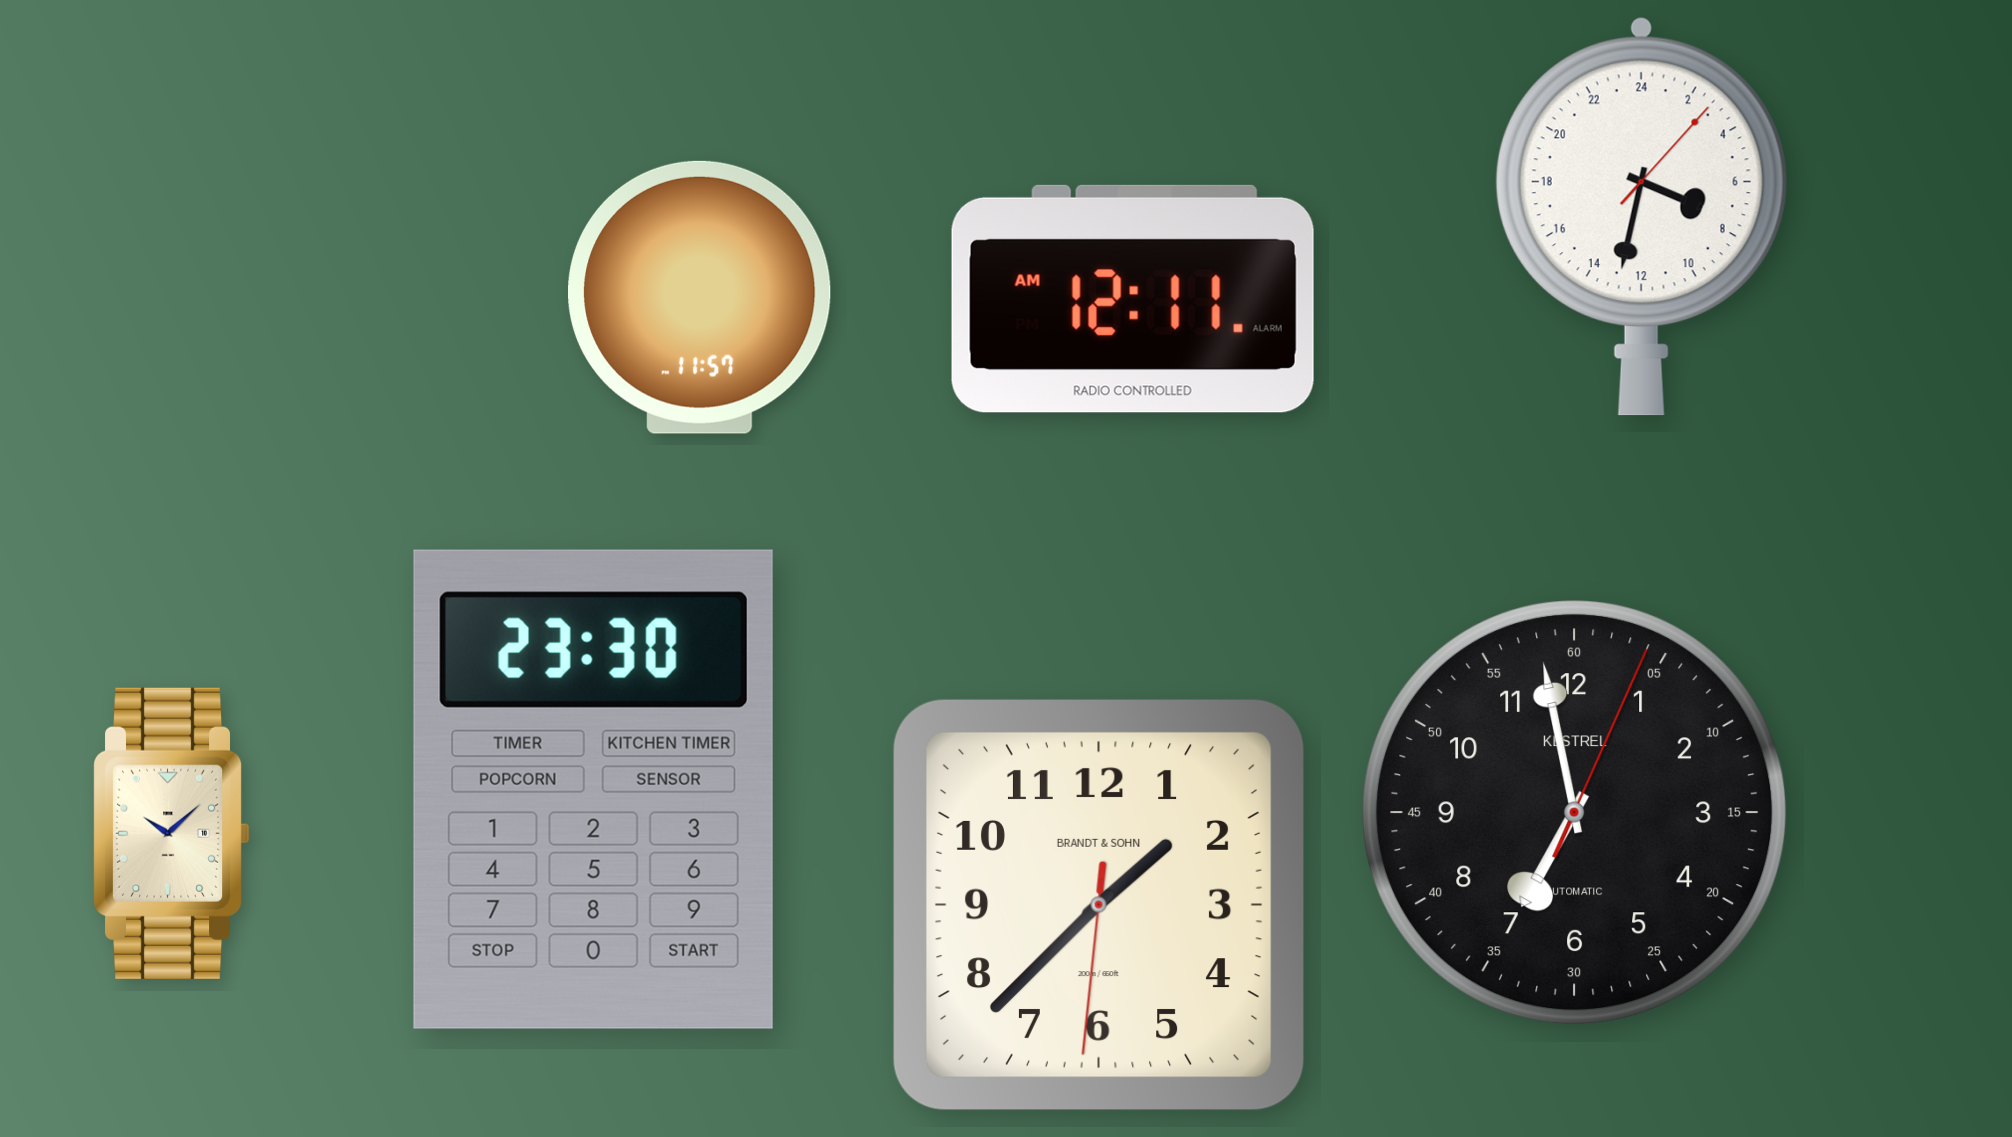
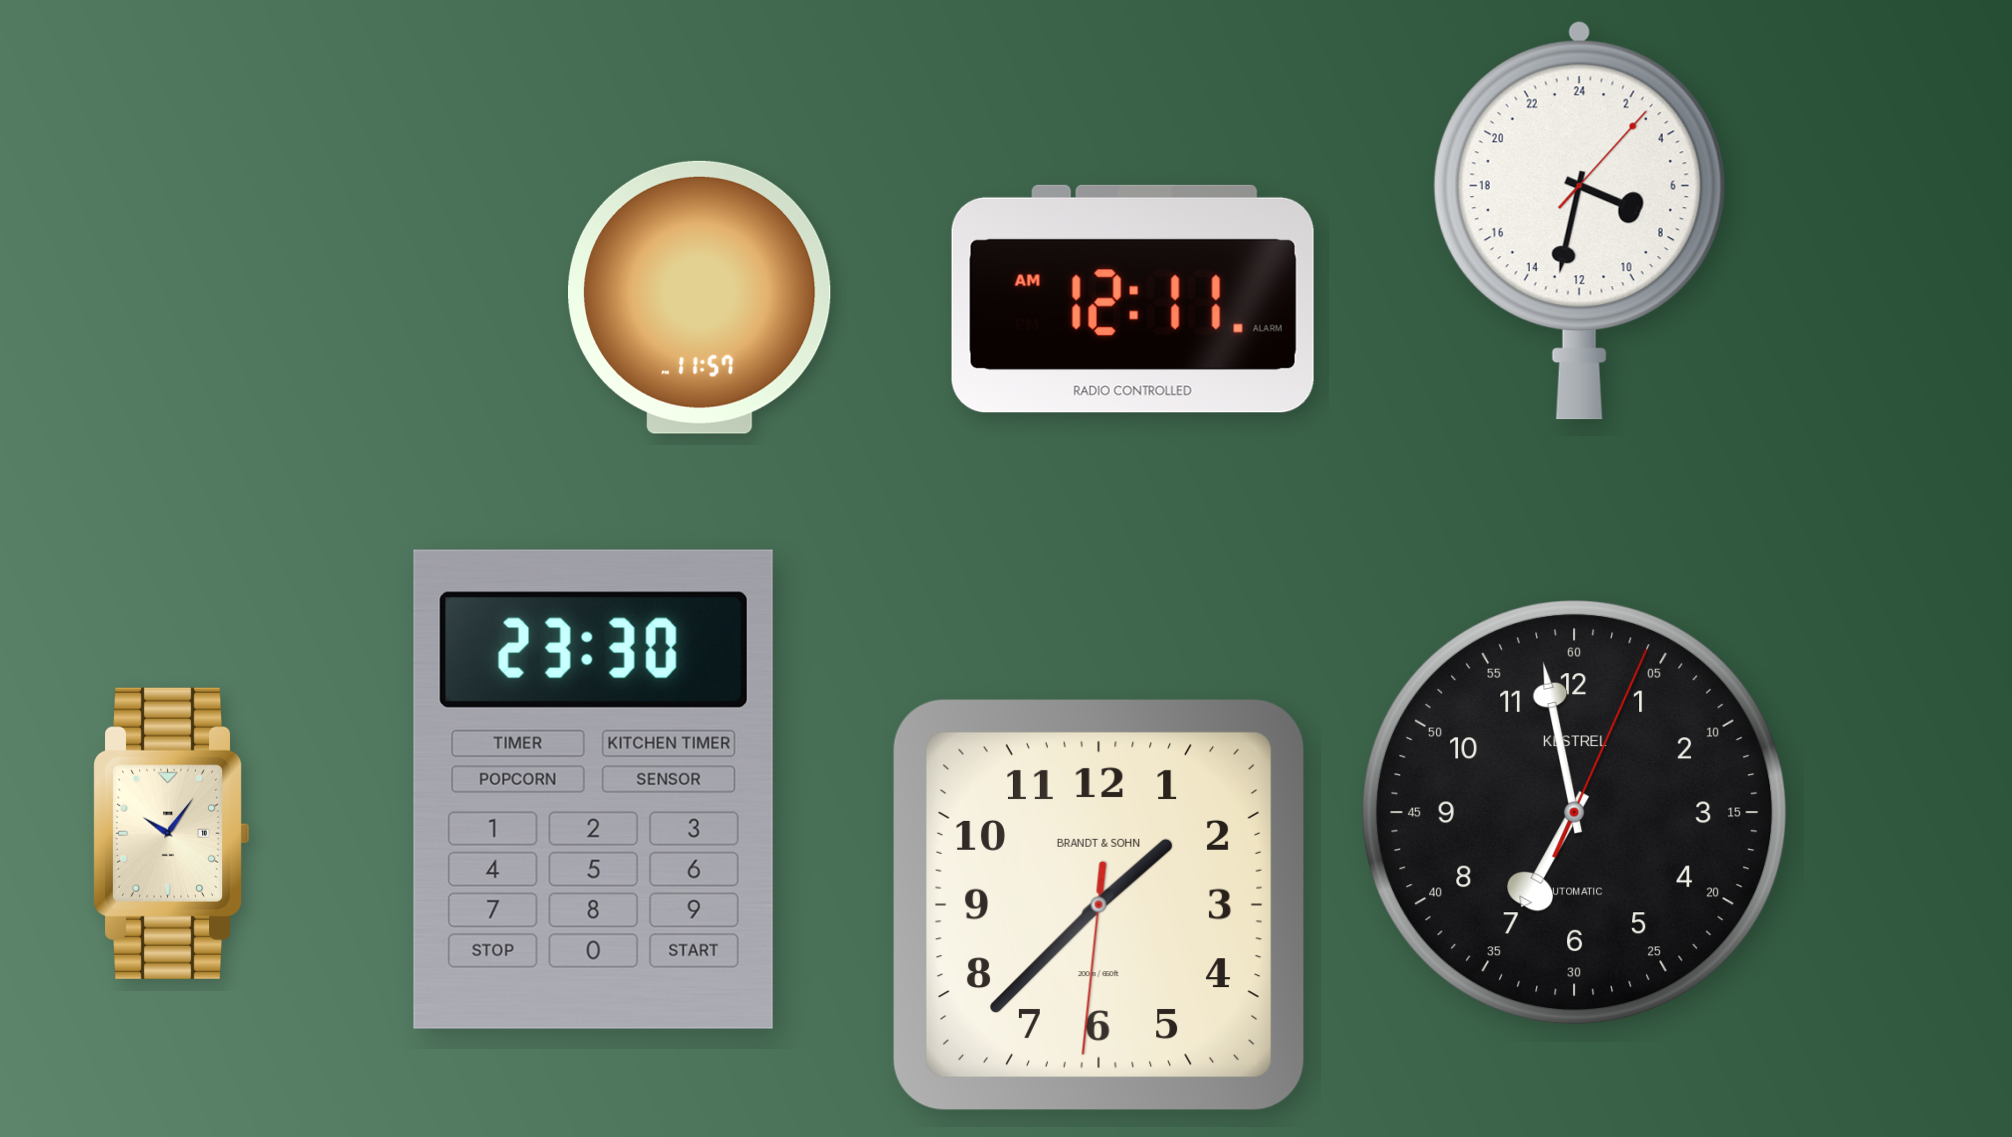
clock at (1641, 216) position: (1641, 216) -> (1579, 220)
clock at (172, 833): 10:08 -> 10:06
